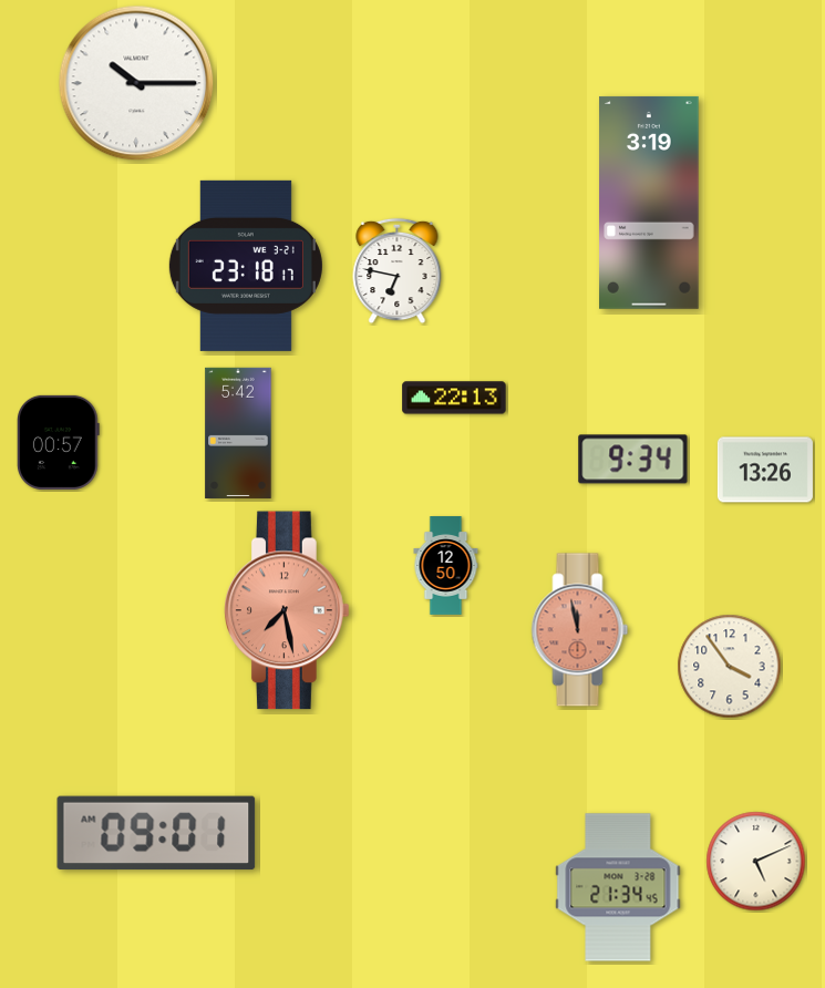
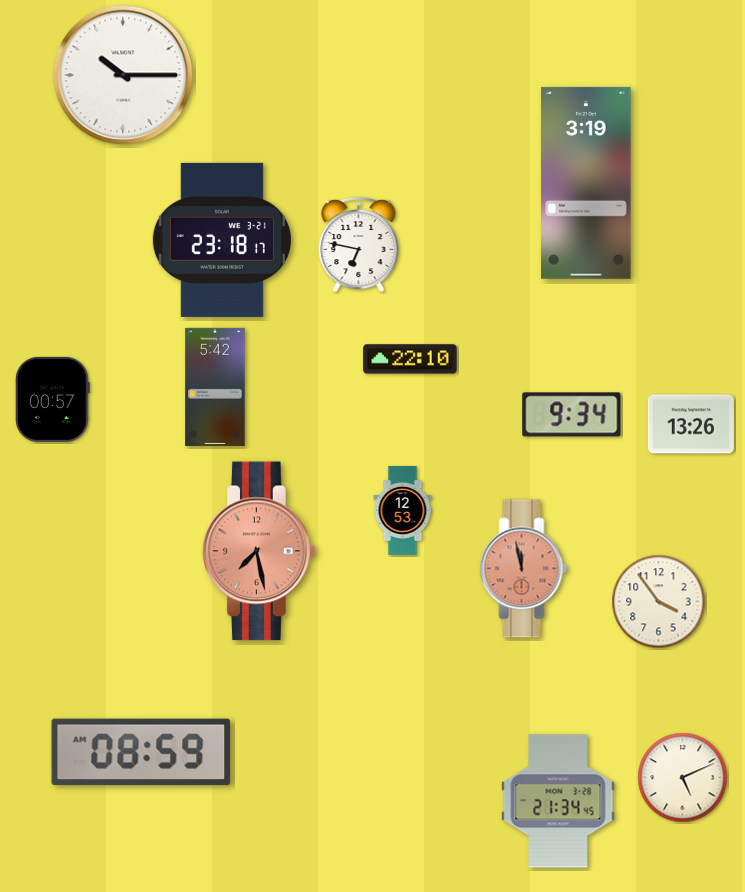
clock at (454, 398): 22:13 -> 22:10
clock at (238, 433) position: (238, 433) -> (215, 387)
clock at (446, 566): 12:50 -> 12:53
clock at (156, 833): 09:01 -> 08:59
